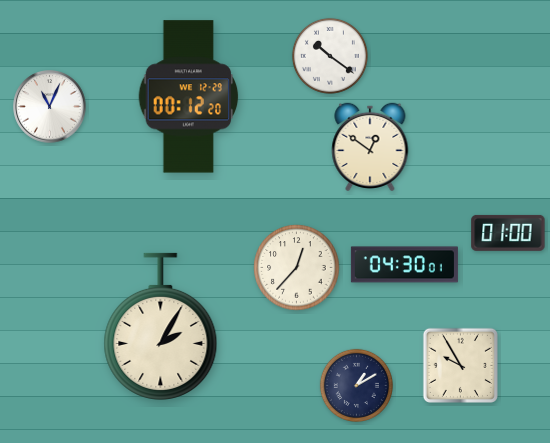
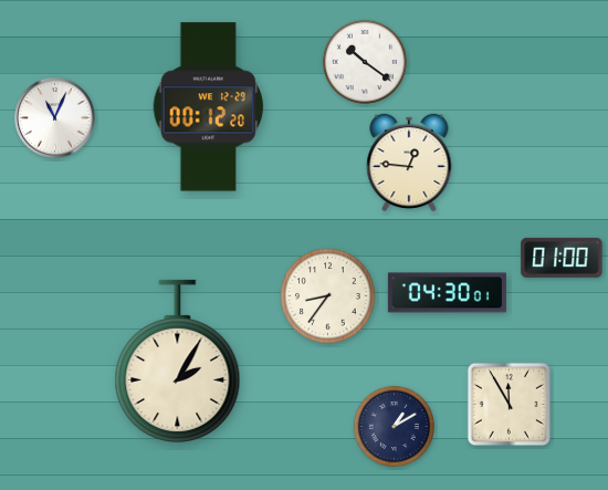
clock at (370, 146): 12:51 -> 12:46
clock at (297, 268): 12:37 -> 8:36
clock at (460, 365): 9:55 -> 11:55
